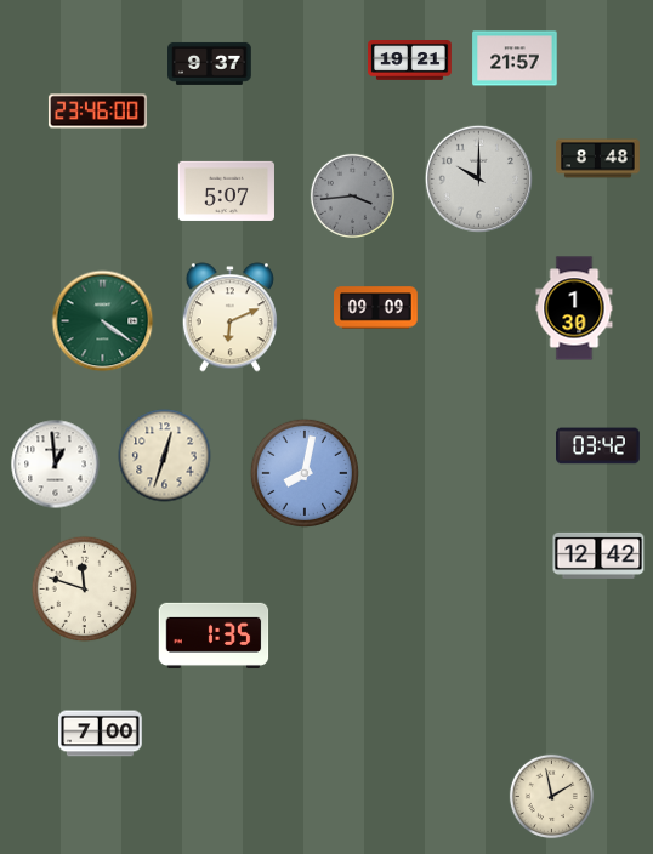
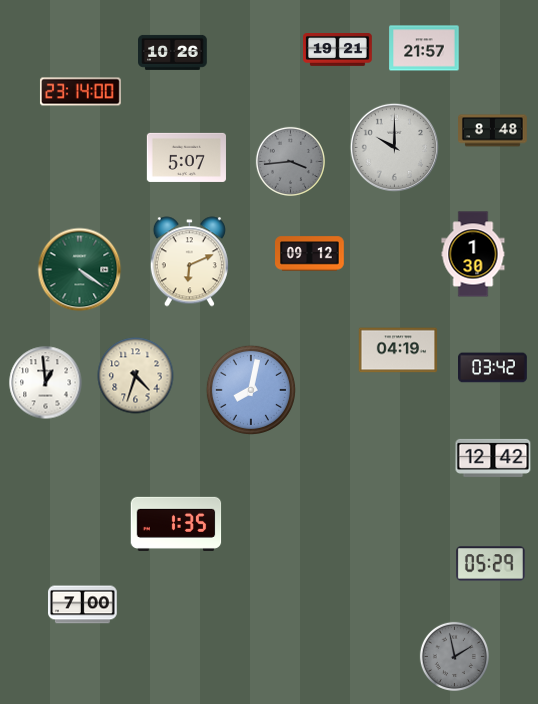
clock at (210, 63): 9:37 -> 10:26
clock at (98, 112): 23:46 -> 23:14
clock at (376, 308): 09:09 -> 09:12
clock at (103, 321) position: (103, 321) -> (80, 270)
clock at (398, 350): none -> 04:19
clock at (165, 456): 12:33 -> 4:33
clock at (85, 590): 11:48 -> none
clock at (491, 564): none -> 05:29
clock at (551, 796) dial: cream -> grey
